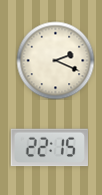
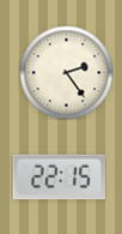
clock at (55, 60): 2:19 -> 2:24
